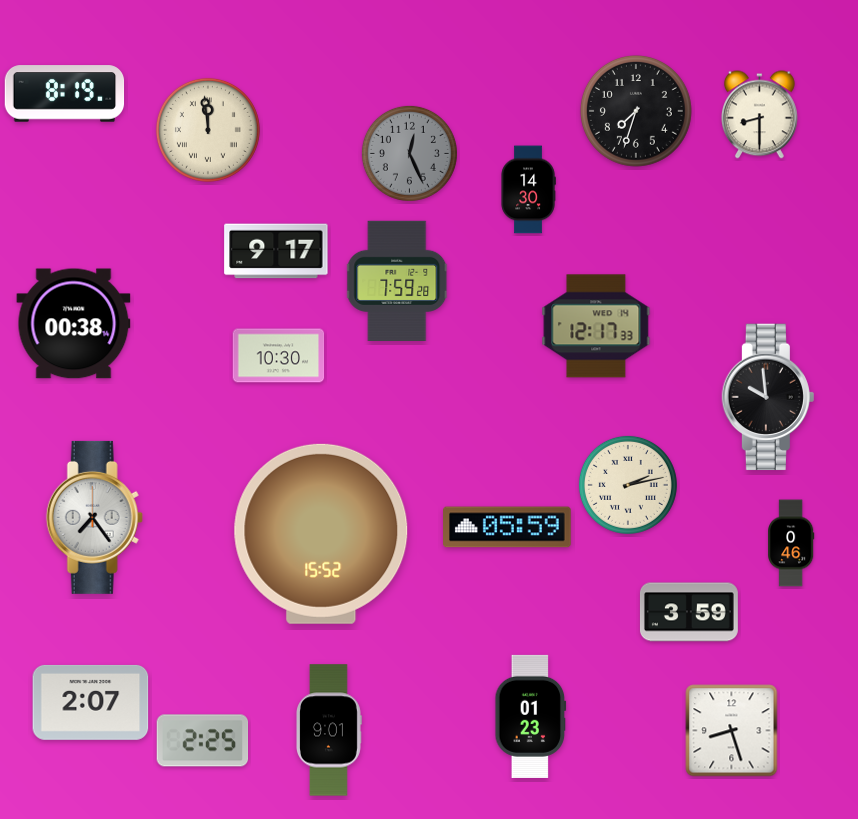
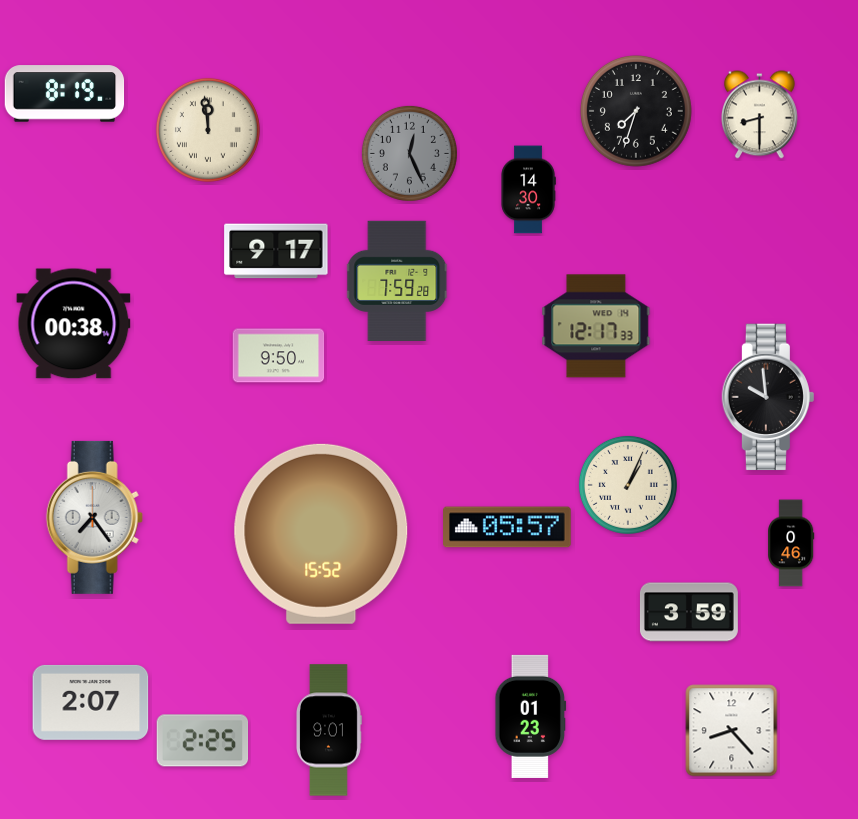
clock at (279, 356): 10:30 -> 9:50
clock at (628, 485): 2:13 -> 1:04
clock at (507, 527): 05:59 -> 05:57
clock at (732, 731): 8:27 -> 8:23
